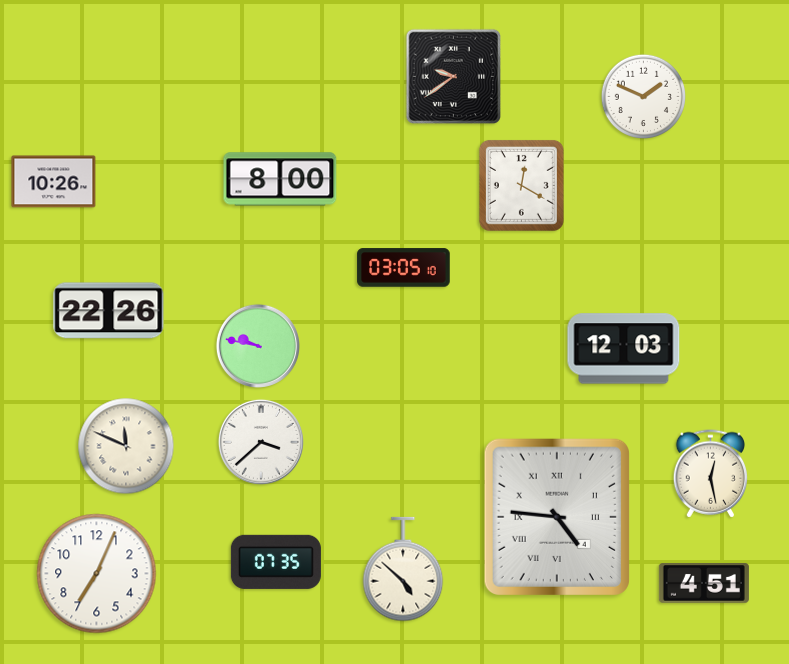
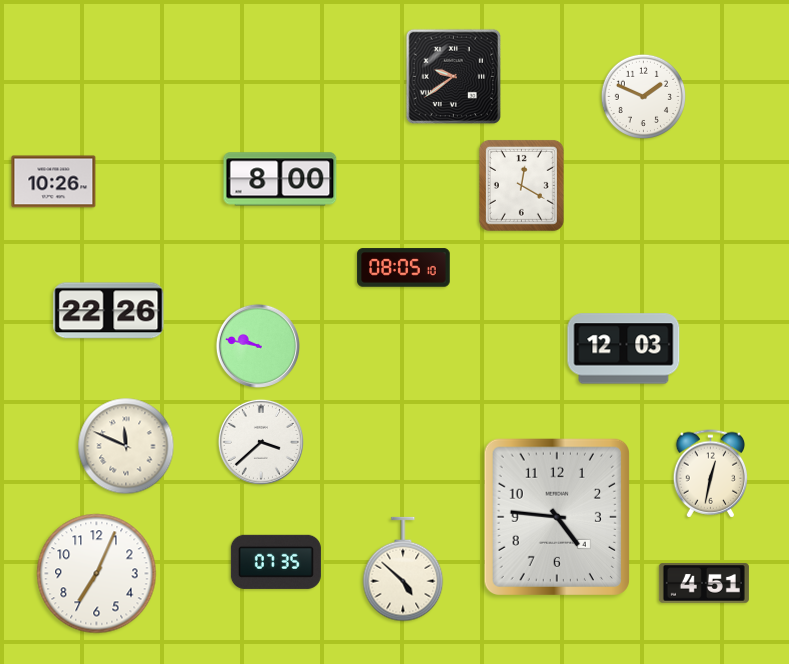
clock at (404, 268): 03:05 -> 08:05
clock at (711, 474): 12:28 -> 12:32
clock at (557, 517) numerals: Roman -> Arabic
